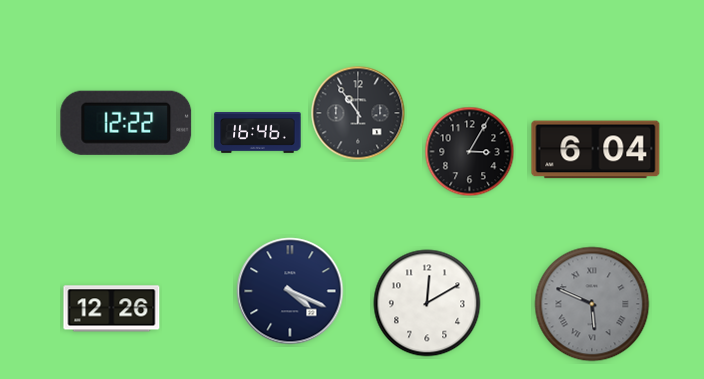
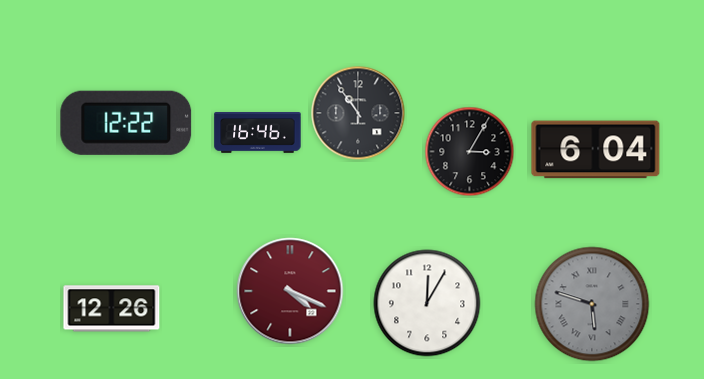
clock at (290, 291) dial: navy -> burgundy
clock at (427, 303): 12:10 -> 12:05
clock at (592, 304): 5:49 -> 5:48
